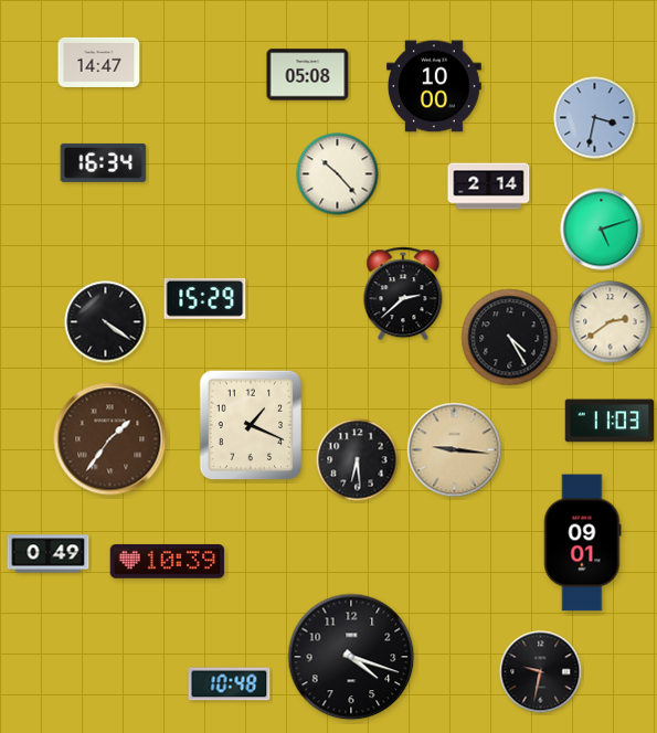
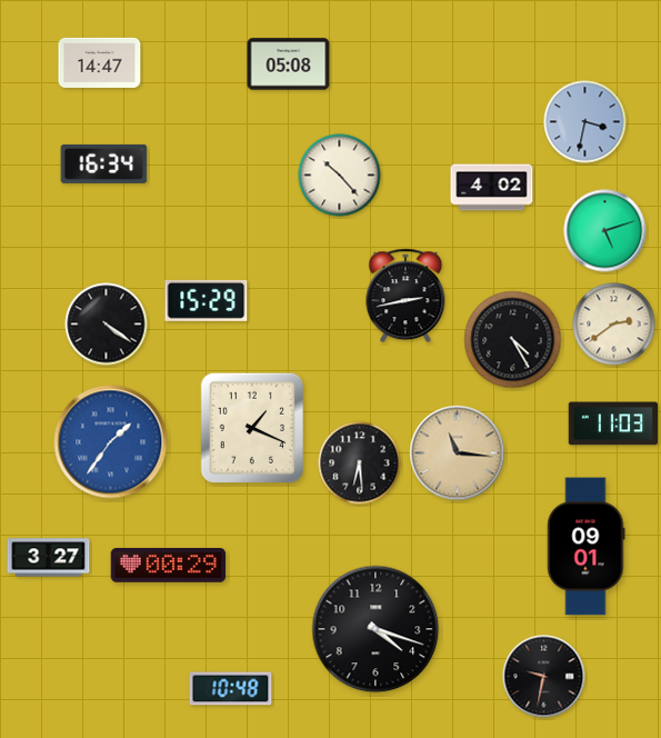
clock at (308, 75) position: (308, 75) -> (289, 64)
clock at (435, 86): 10:00 -> none
clock at (595, 118) position: (595, 118) -> (585, 122)
clock at (489, 187): 2:14 -> 4:02
clock at (403, 294): 2:38 -> 2:43
clock at (110, 439) dial: brown -> blue
clock at (455, 450): 9:16 -> 11:16
clock at (49, 554): 0:49 -> 3:27
clock at (168, 562): 10:39 -> 00:29
clock at (351, 657) position: (351, 657) -> (375, 629)
